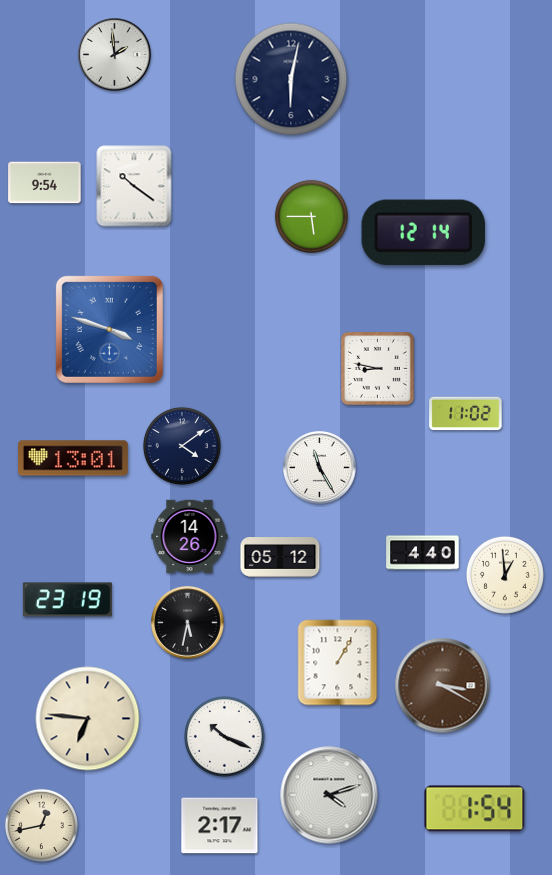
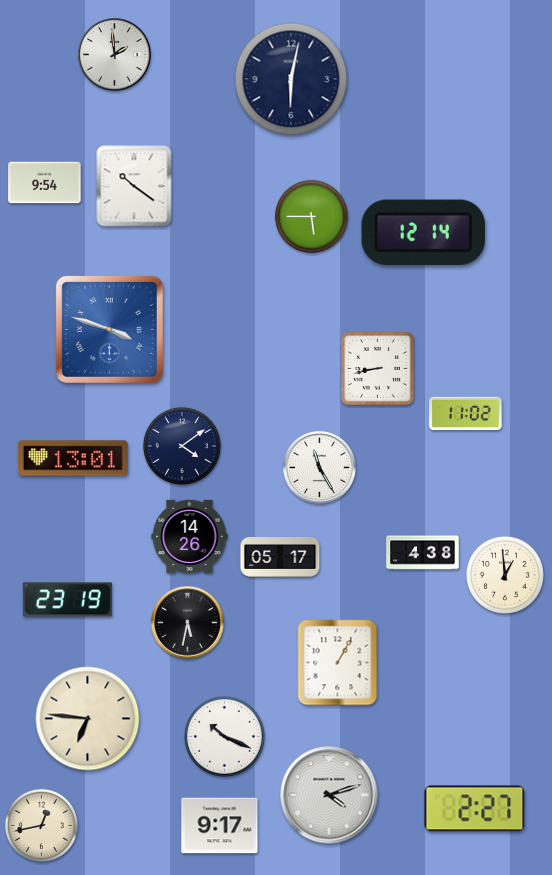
clock at (377, 368): 8:47 -> 8:43
clock at (423, 553): 4:40 -> 4:38
clock at (280, 558): 05:12 -> 05:17
clock at (443, 686): 3:20 -> none
clock at (475, 809): 1:54 -> 2:27
clock at (220, 826): 2:17 -> 9:17
